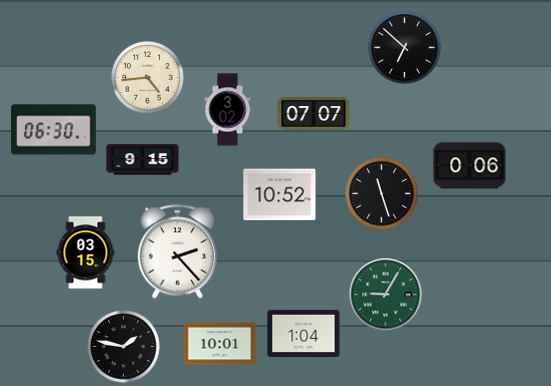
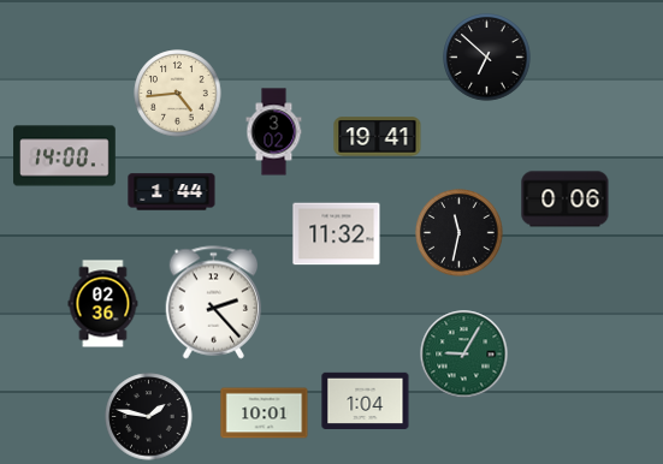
clock at (314, 114): 07:07 -> 19:41
clock at (54, 130): 06:30 -> 14:00
clock at (143, 160): 9:15 -> 1:44
clock at (382, 194): 11:27 -> 11:32
clock at (280, 195): 10:52 -> 11:32
clock at (86, 253): 03:15 -> 02:36
